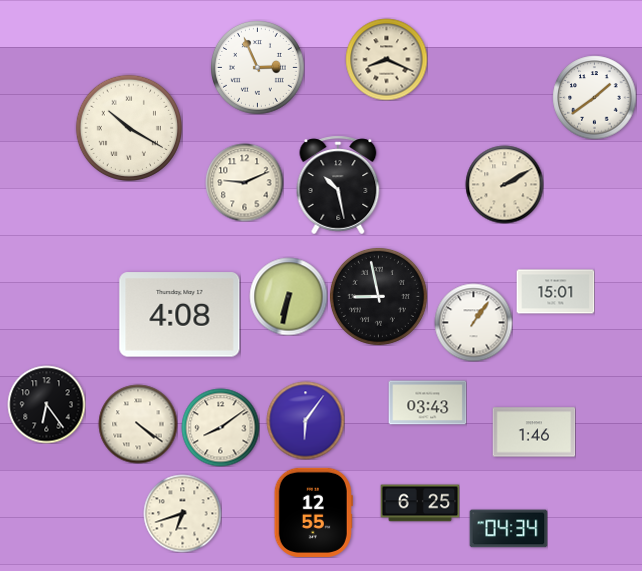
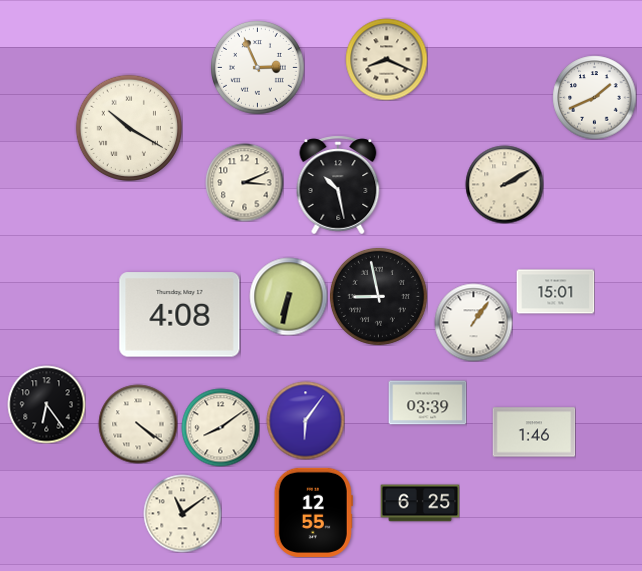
clock at (594, 97): 1:39 -> 1:41
clock at (244, 182): 9:11 -> 3:11
clock at (427, 403): 03:43 -> 03:39
clock at (182, 513): 6:42 -> 11:09
clock at (508, 529): 04:34 -> none
